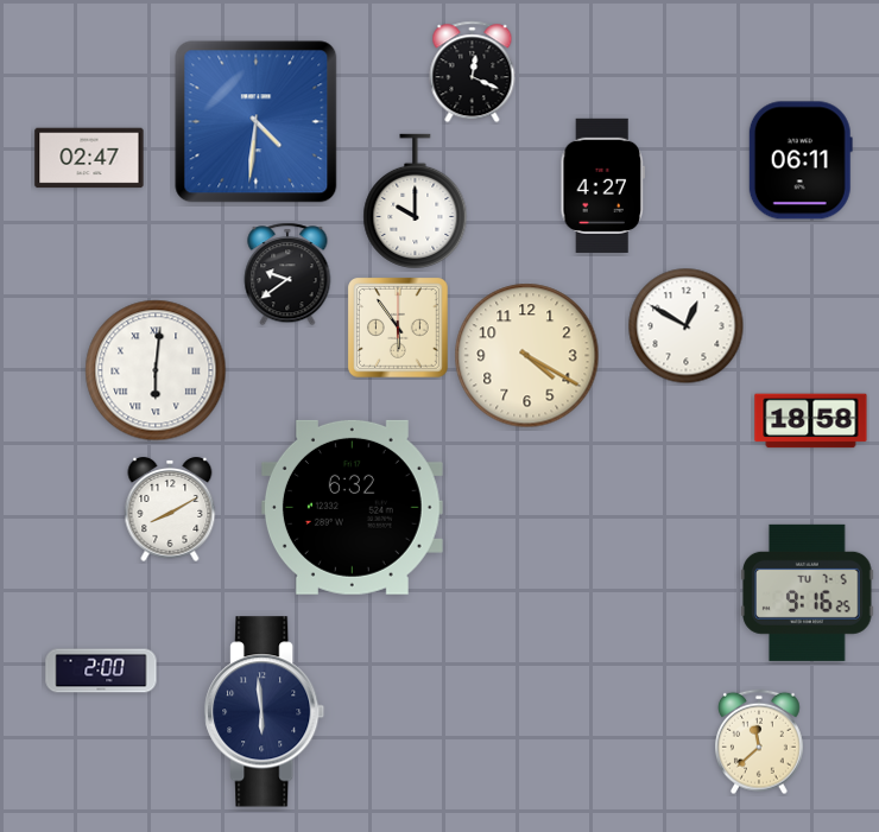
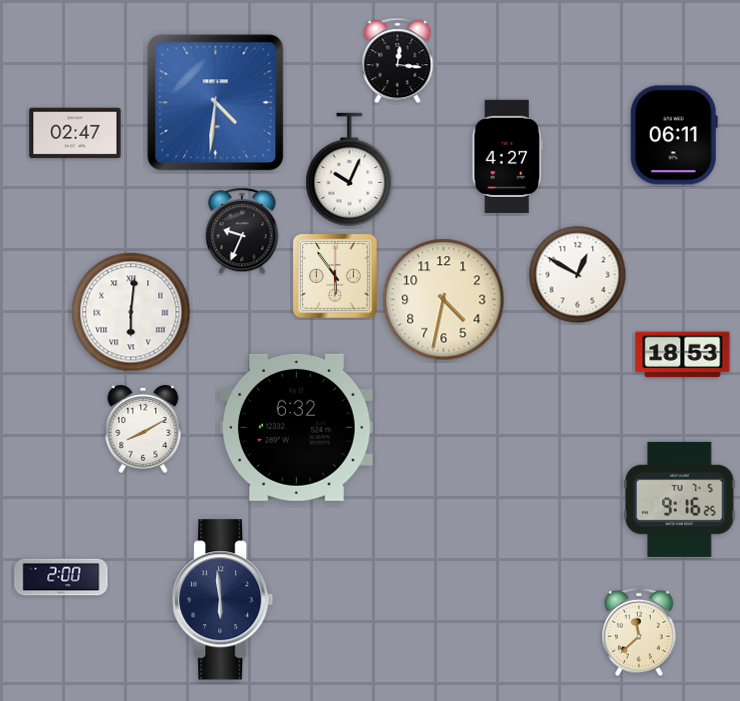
clock at (473, 72): 12:19 -> 12:16
clock at (416, 201): 10:00 -> 10:04
clock at (287, 274): 9:39 -> 9:34
clock at (527, 356): 4:20 -> 4:32
clock at (811, 421): 18:58 -> 18:53
clock at (101, 671) position: (101, 671) -> (61, 577)
clock at (760, 742) position: (760, 742) -> (640, 632)
